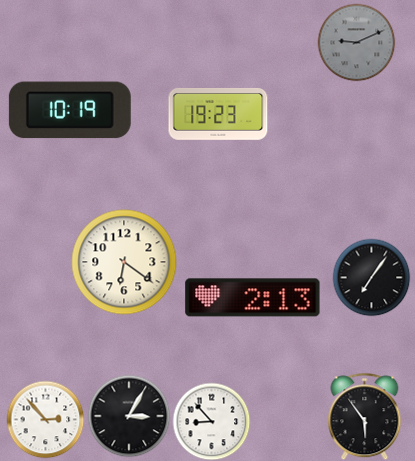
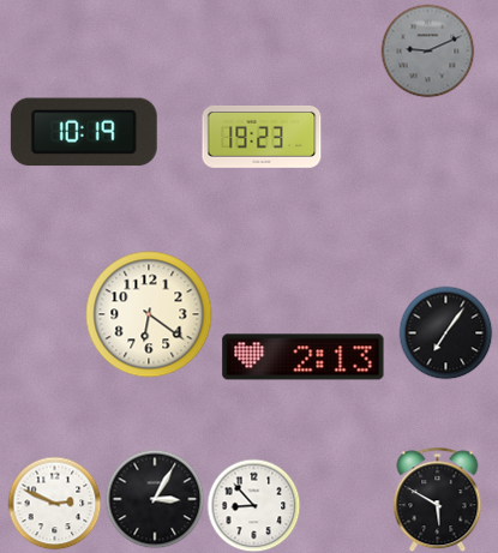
clock at (365, 416): 5:54 -> 5:50
clock at (45, 419): 2:53 -> 2:49
